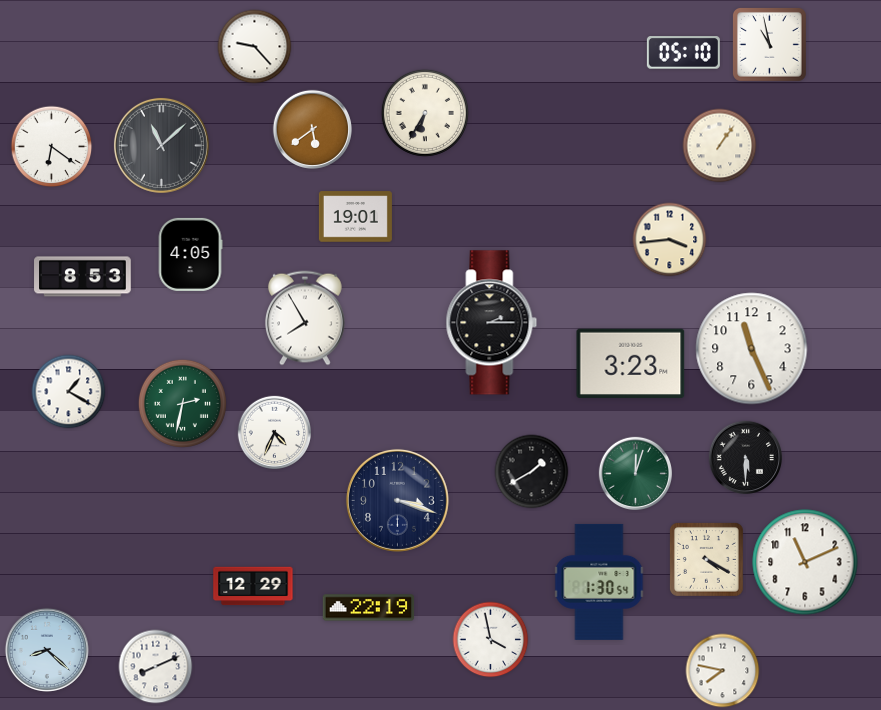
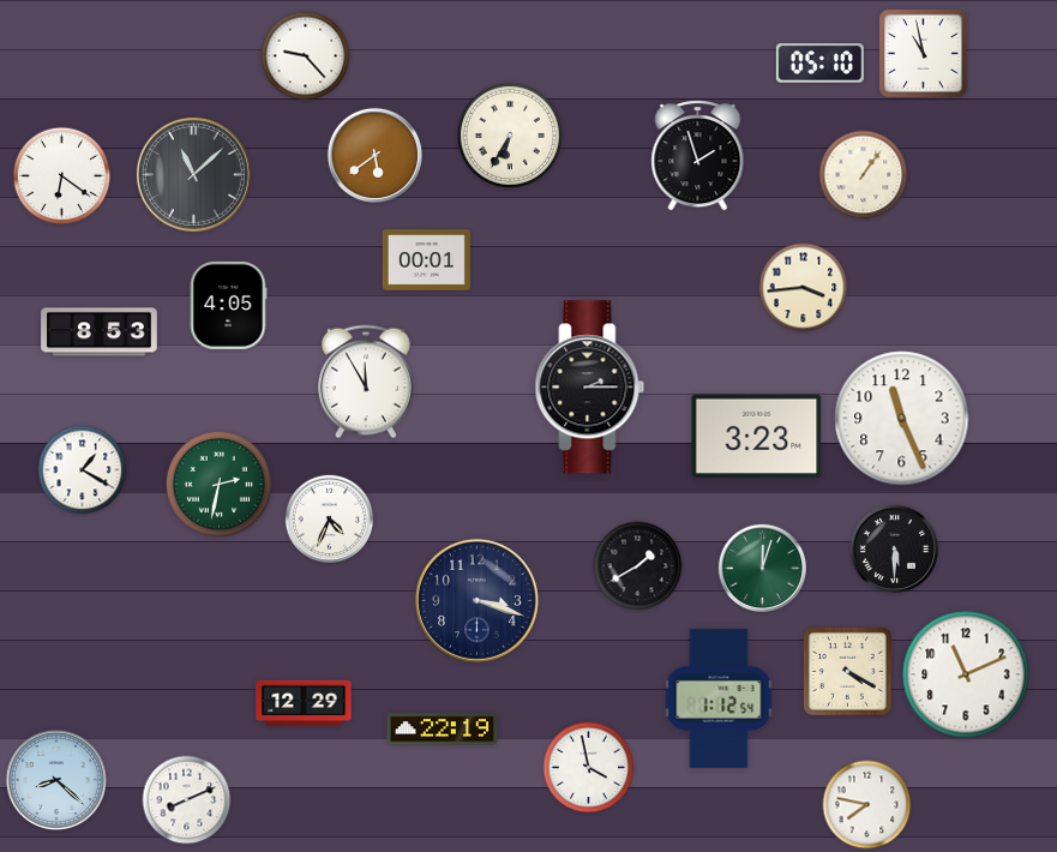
clock at (698, 156): none -> 1:57
clock at (355, 217): 19:01 -> 00:01
clock at (305, 318): 7:55 -> 11:55
clock at (599, 582): 1:30 -> 1:12
